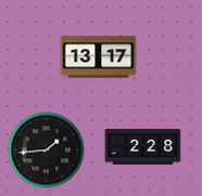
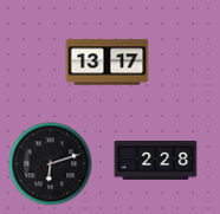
clock at (47, 151): 1:44 -> 6:12
